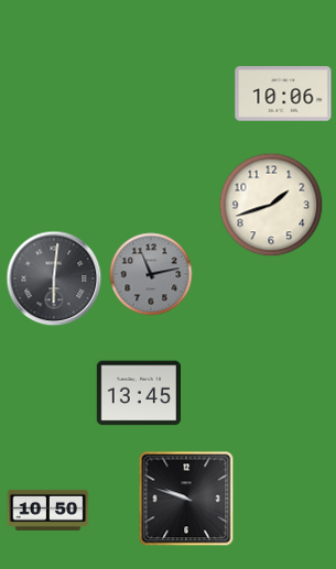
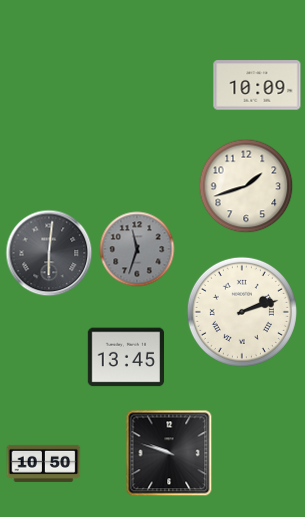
clock at (283, 94): 10:06 -> 10:09
clock at (151, 274): 11:13 -> 11:33
clock at (242, 312): none -> 2:12
